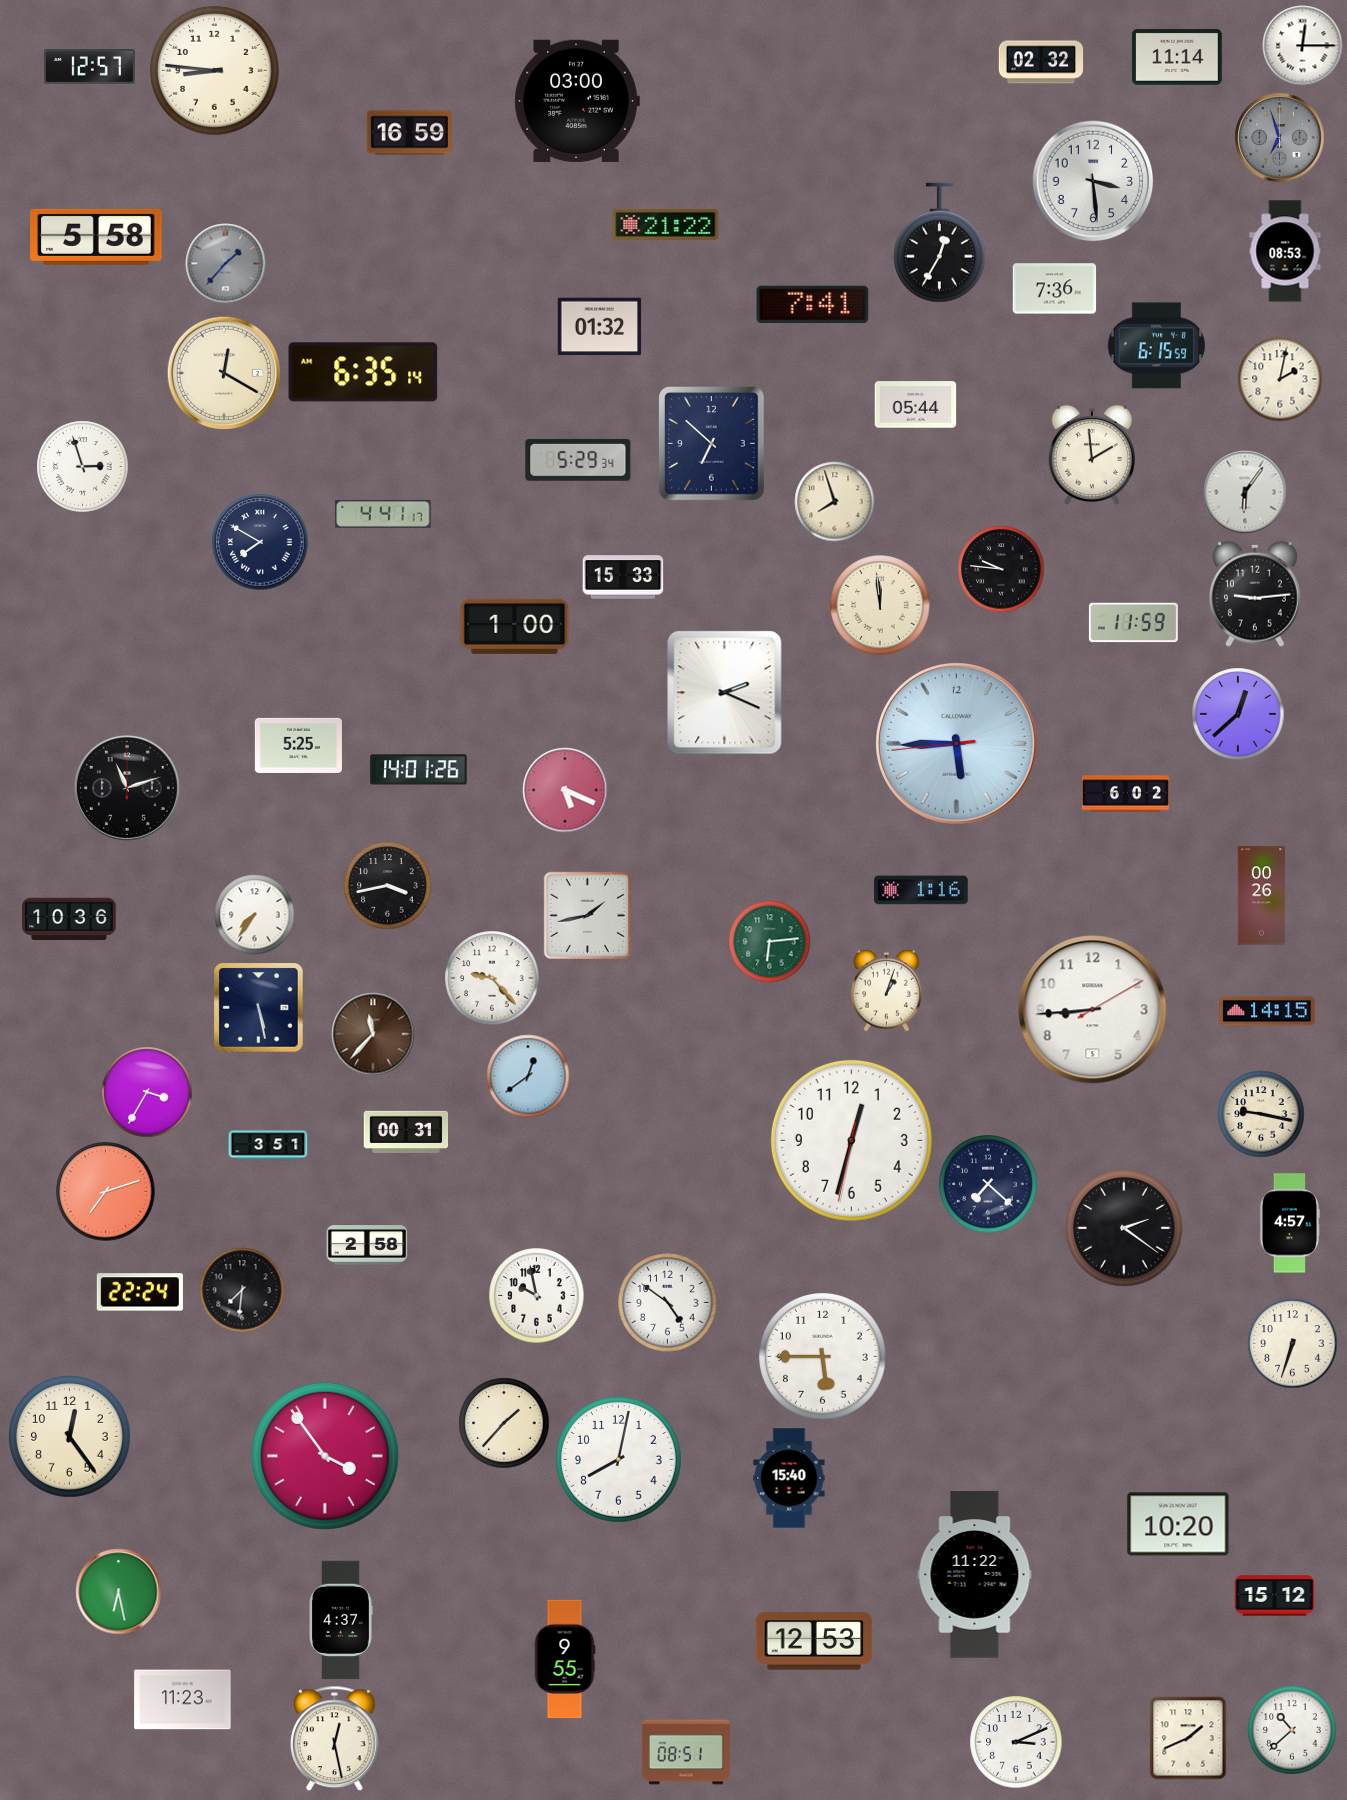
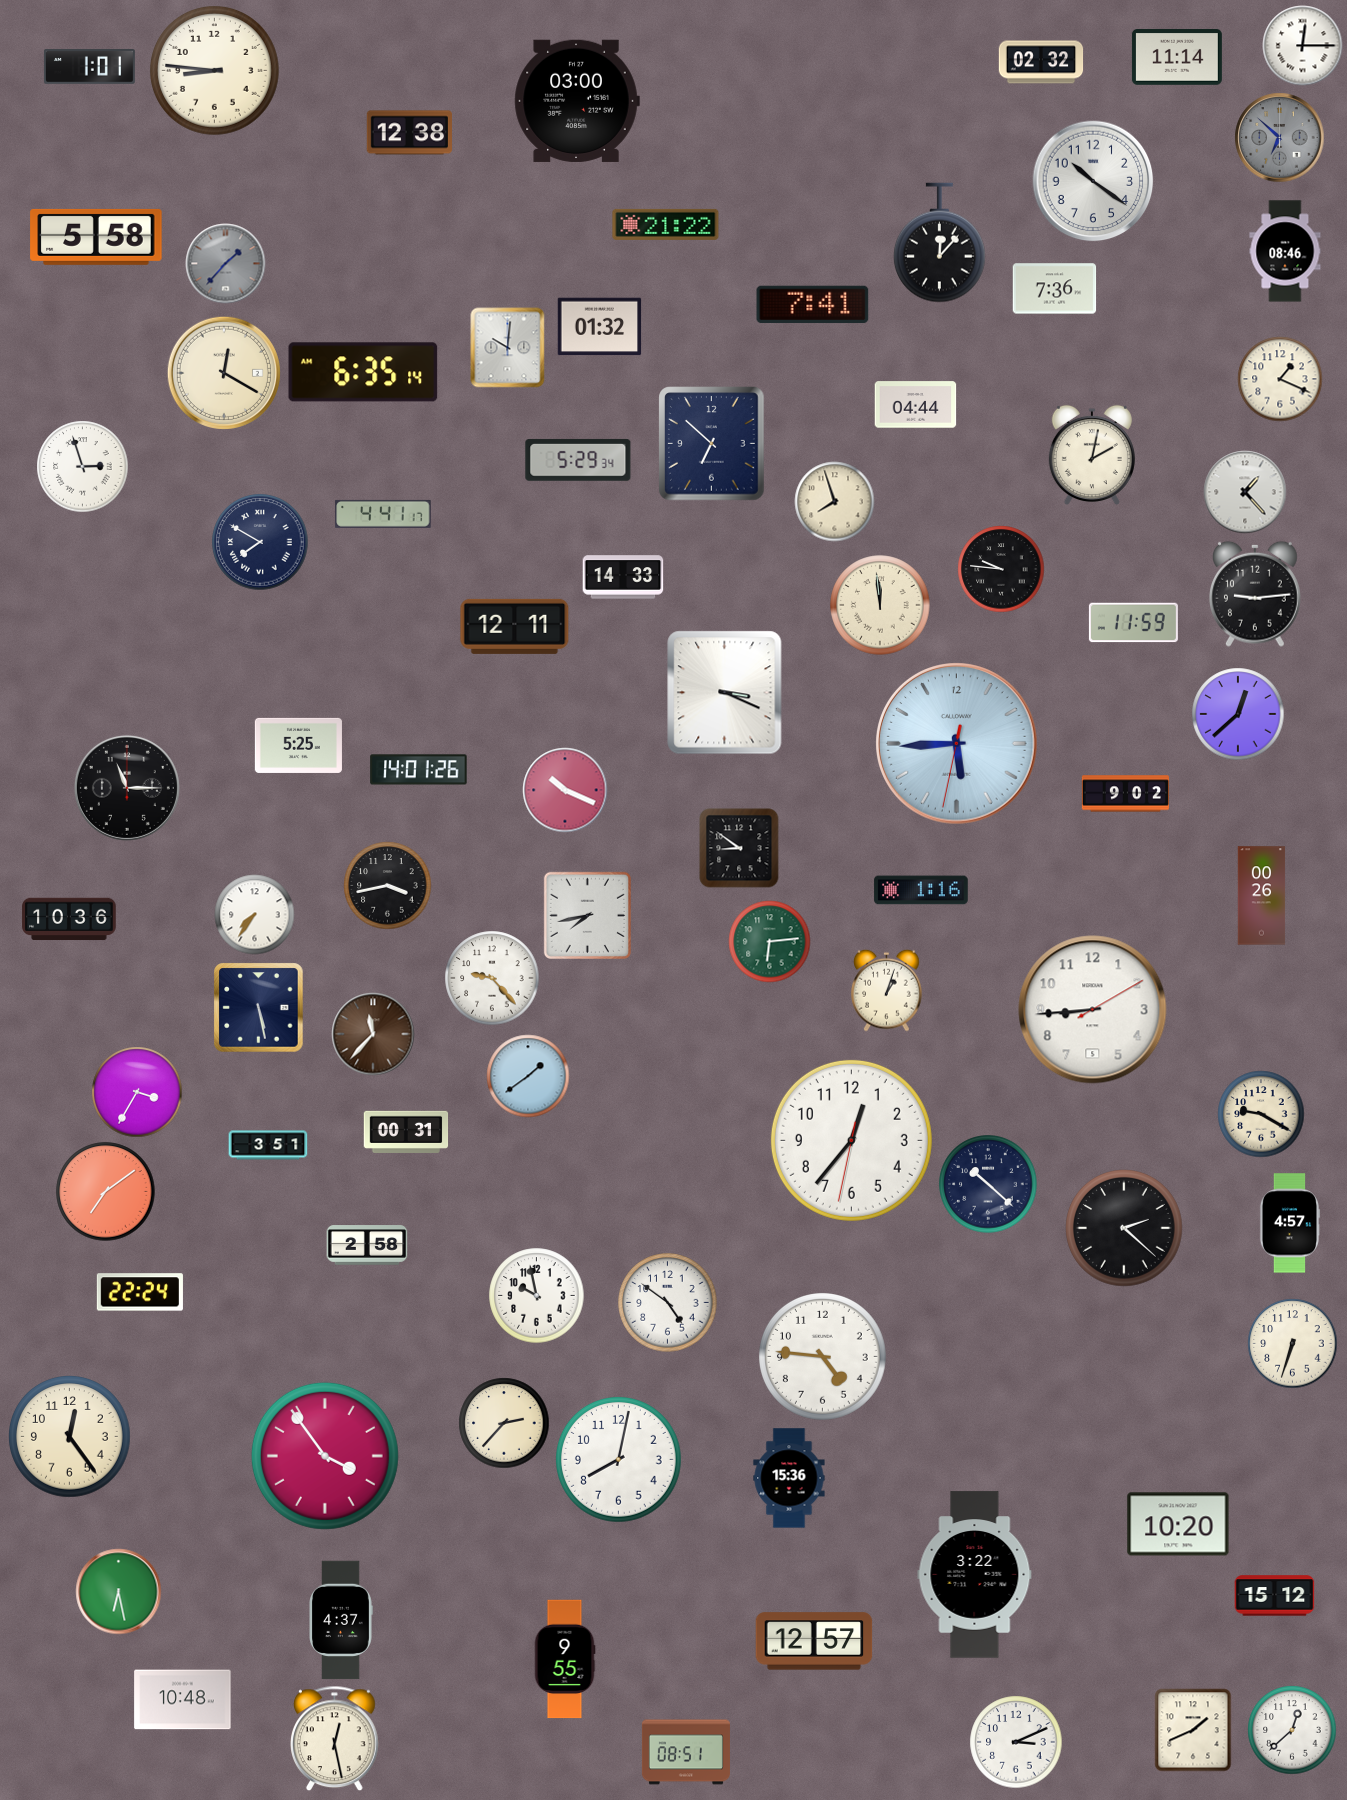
clock at (89, 67): 12:57 -> 1:01
clock at (409, 133): 16:59 -> 12:38
clock at (1280, 138): 6:57 -> 6:52
clock at (1093, 181): 3:29 -> 10:21
clock at (940, 243): 12:35 -> 12:07
clock at (1285, 251): 08:53 -> 08:46
clock at (1156, 346): 6:15 -> none
clock at (508, 348): none -> 10:01
clock at (1280, 379): 2:02 -> 1:19
clock at (916, 405): 05:44 -> 04:44
clock at (1092, 454): 1:59 -> 2:02
clock at (1245, 492): 6:06 -> 1:23
clock at (623, 577): 15:33 -> 14:33
clock at (515, 626): 1:00 -> 12:11
clock at (725, 693): 2:19 -> 3:19
clock at (957, 744): 5:44:44 -> 5:44:32
clock at (127, 788): 11:12 -> 11:15
clock at (565, 790): 5:19 -> 10:19
clock at (1125, 794): 6:02 -> 9:02
clock at (739, 848): none -> 8:51
clock at (587, 915): 1:43 -> 7:43
clock at (1267, 1011): 14:15 -> none
clock at (528, 1076): 12:39 -> 1:39
clock at (147, 1092) position: (147, 1092) -> (137, 1092)
clock at (1261, 1114): 9:17 -> 9:20
clock at (851, 1140): 12:32 -> 12:36
clock at (988, 1184): 7:22 -> 10:22
clock at (106, 1192): 7:12 -> 7:09
clock at (1124, 1228): 2:21 -> 2:22
clock at (242, 1290): 7:31 -> none
clock at (823, 1357): 5:45 -> 4:46
clock at (504, 1423): 1:37 -> 2:37
clock at (789, 1478): 15:40 -> 15:36
clock at (975, 1575): 11:22 -> 3:22
clock at (814, 1641): 12:53 -> 12:57
clock at (183, 1700): 11:23 -> 10:48
clock at (1292, 1730): 10:38 -> 12:38
clock at (1188, 1738) position: (1188, 1738) -> (1193, 1730)
